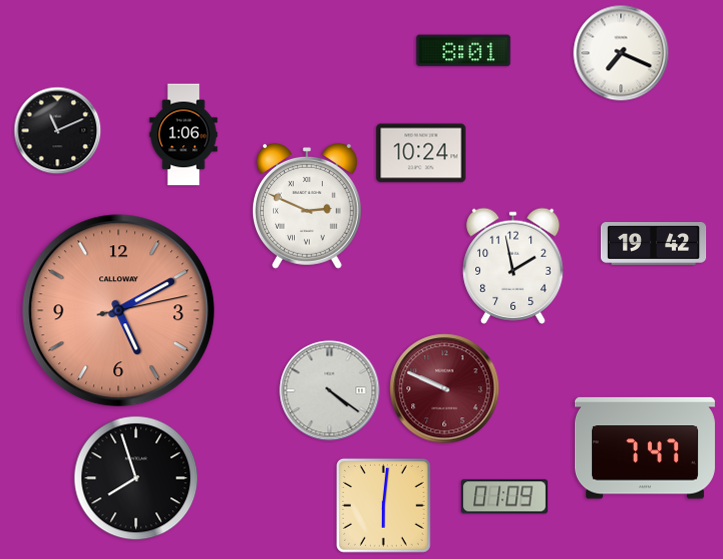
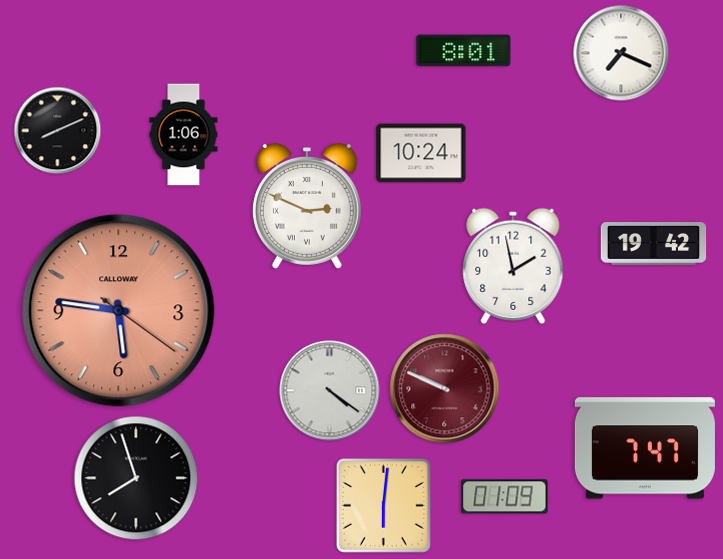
clock at (58, 131): 11:11 -> 8:11
clock at (119, 311): 5:10 -> 5:46
